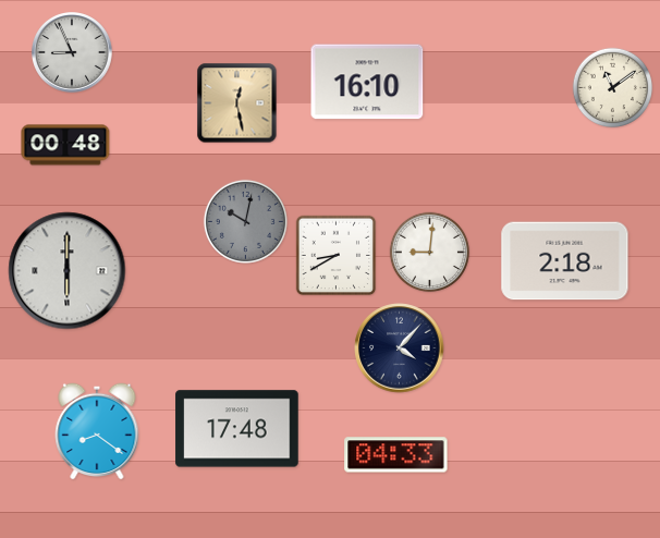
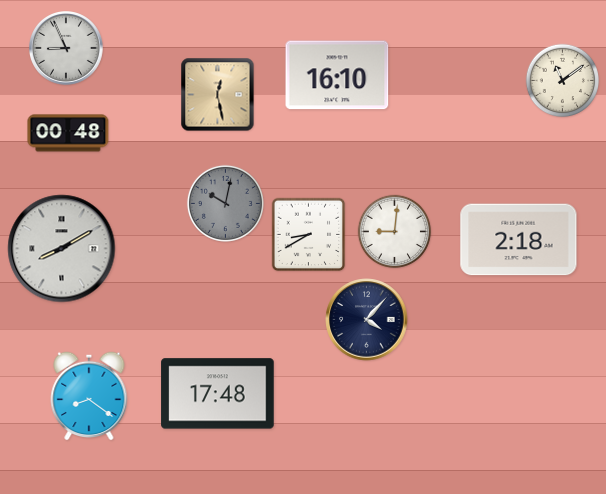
clock at (65, 145) position: (65, 145) -> (68, 133)
clock at (68, 271): 6:00 -> 8:10
clock at (396, 455): 04:33 -> none
